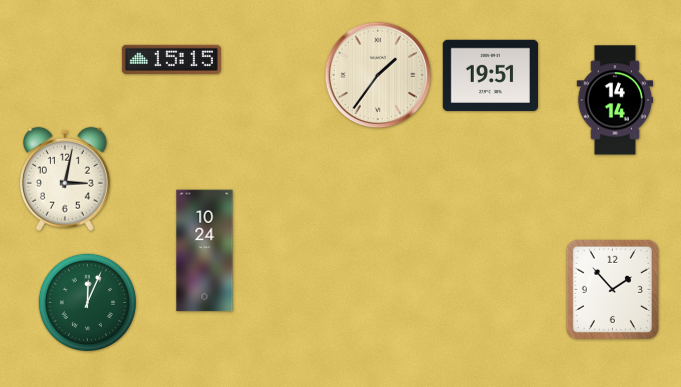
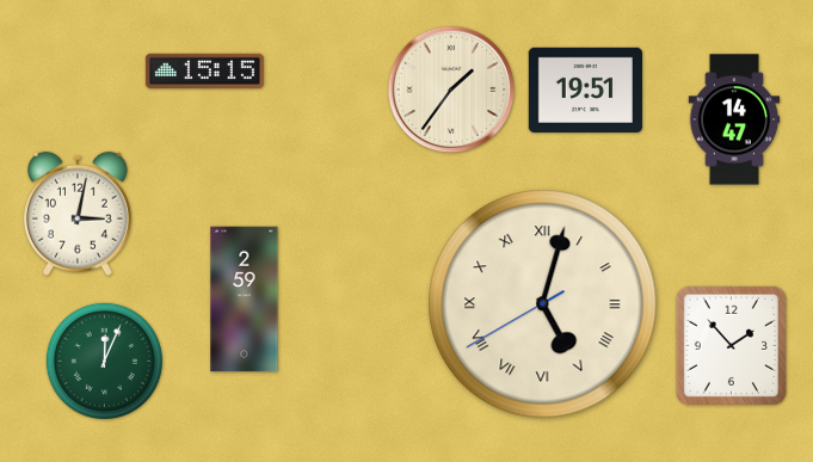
clock at (615, 100): 14:14 -> 14:47
clock at (205, 251): 10:24 -> 2:59
clock at (543, 304): none -> 5:02
